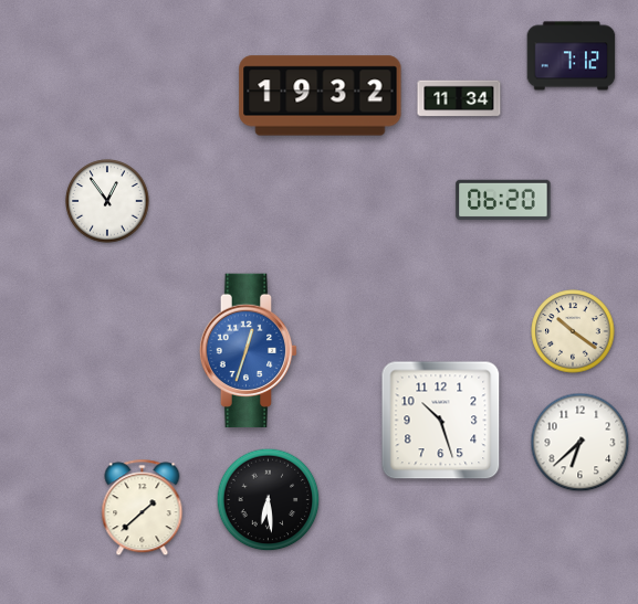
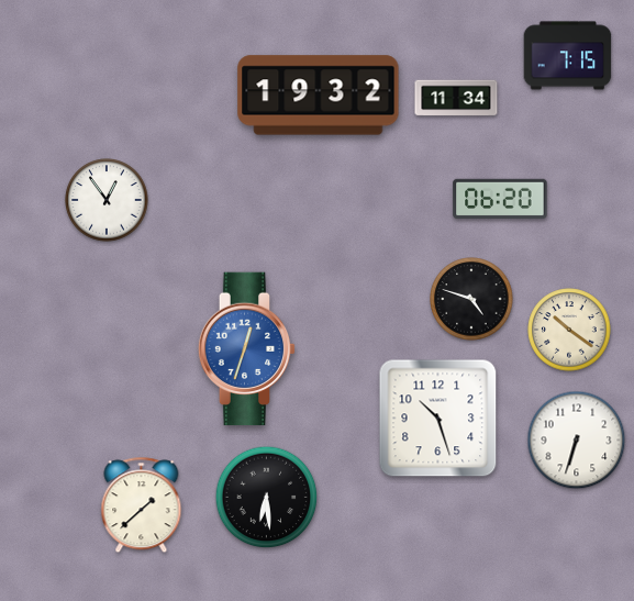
clock at (572, 56): 7:12 -> 7:15
clock at (471, 299): none -> 4:48
clock at (581, 443): 6:38 -> 6:33
